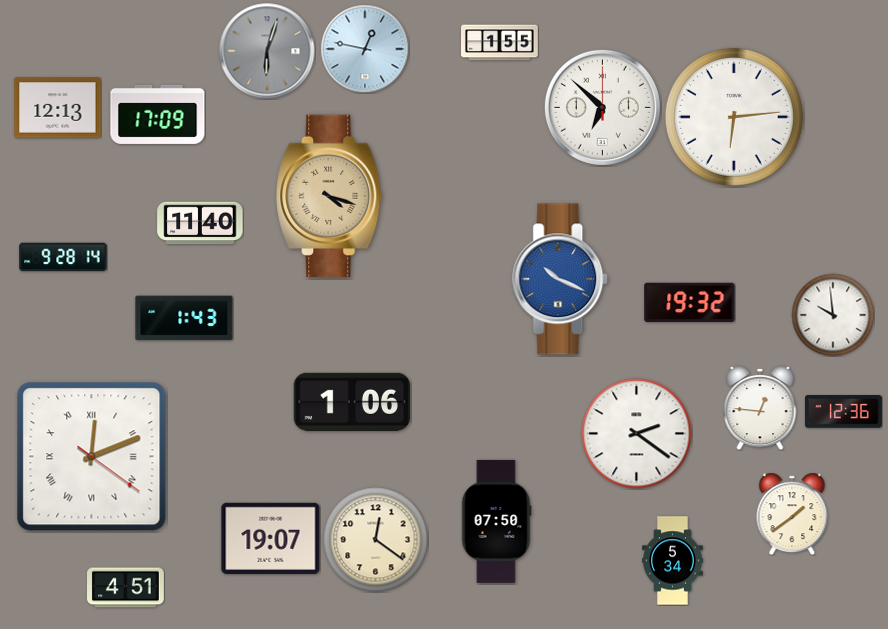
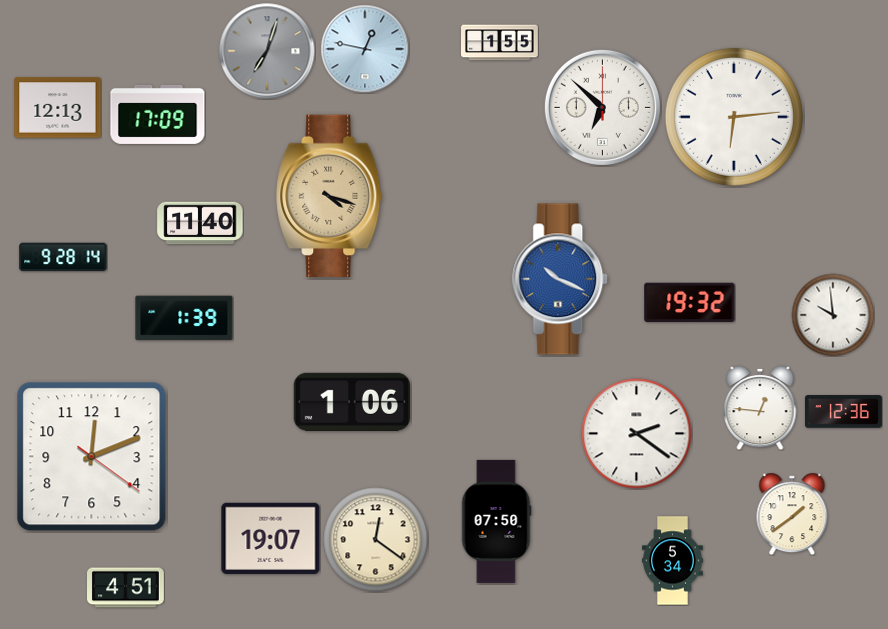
clock at (267, 51): 6:03 -> 7:03
clock at (184, 318): 1:43 -> 1:39
clock at (92, 457) numerals: Roman -> Arabic
